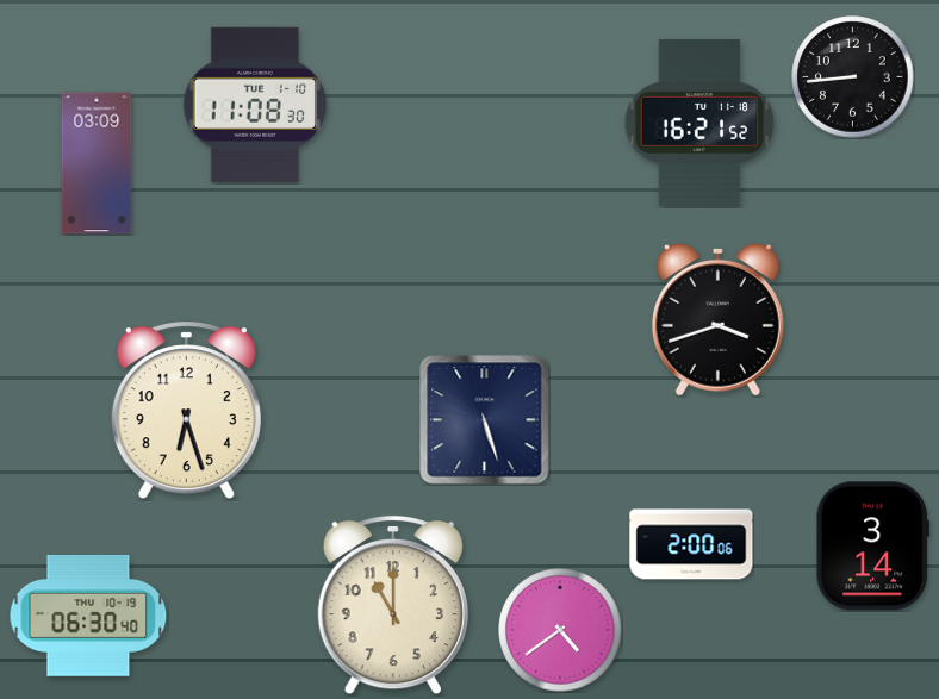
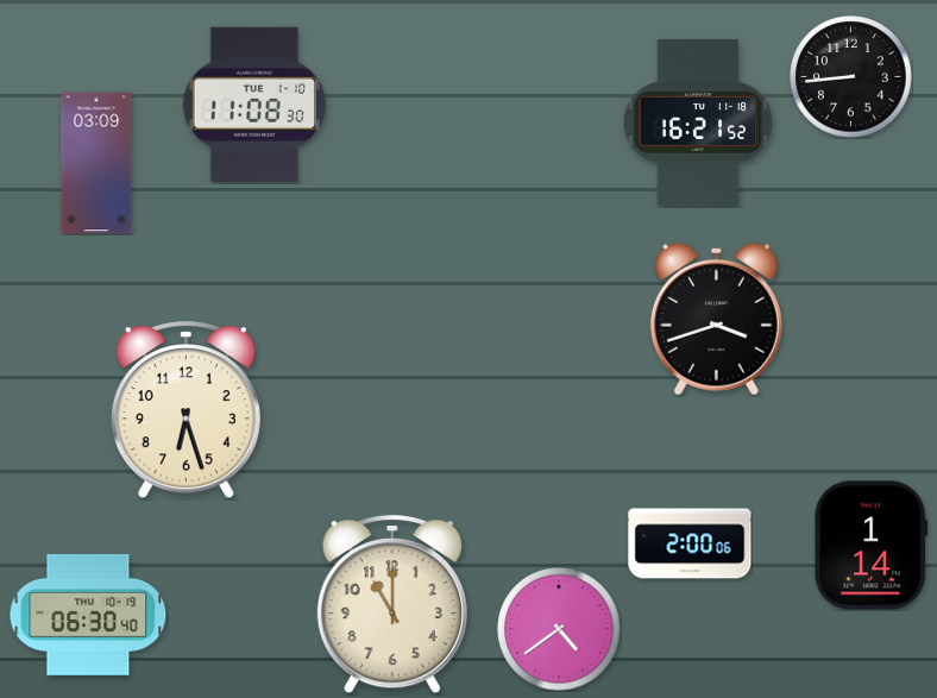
clock at (485, 420): 5:27 -> none
clock at (872, 547): 3:14 -> 1:14
